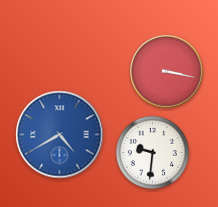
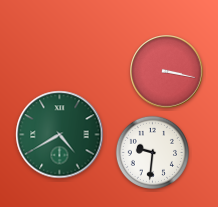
clock at (60, 135) dial: blue -> green
